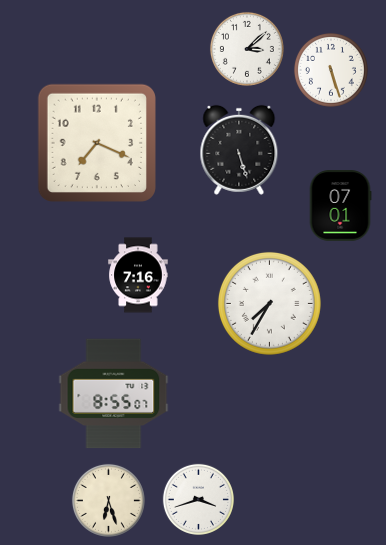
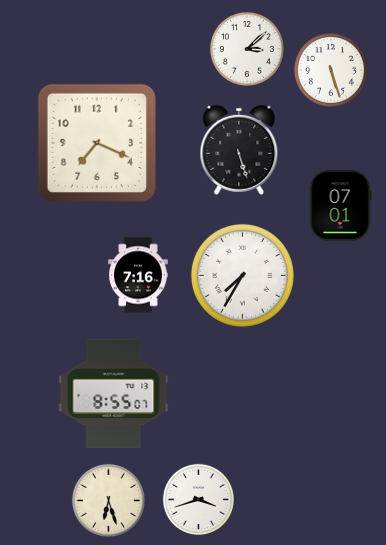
clock at (269, 303) position: (269, 303) -> (242, 275)
